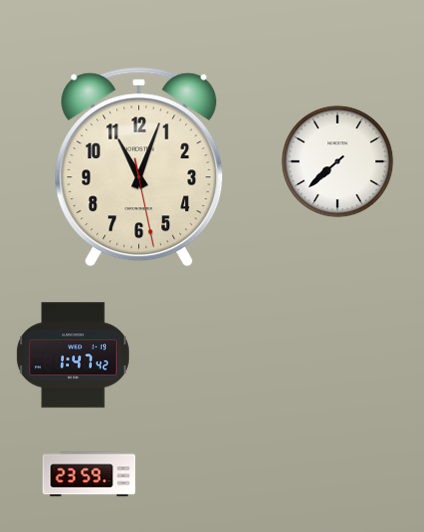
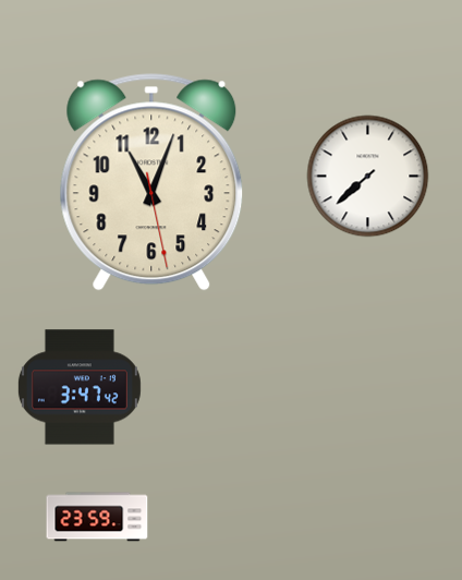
clock at (73, 355): 1:47 -> 3:47
